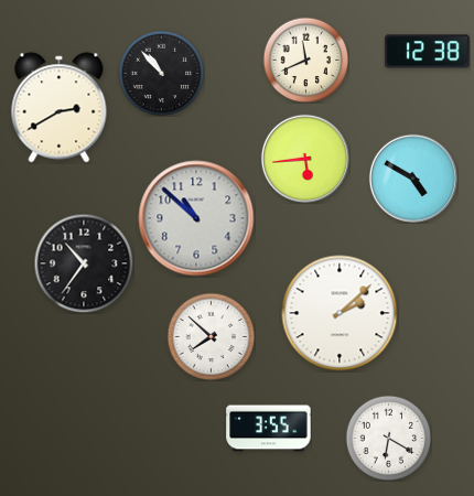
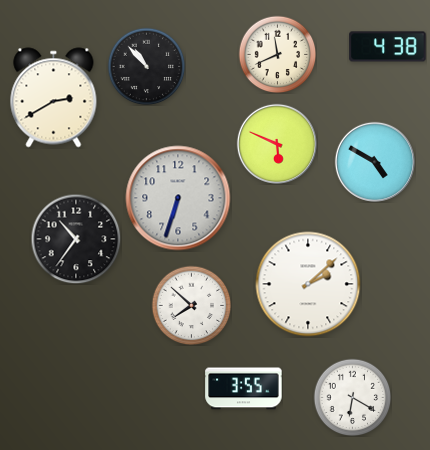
clock at (428, 52): 12:38 -> 4:38
clock at (304, 158): 5:44 -> 5:49
clock at (196, 218): 10:52 -> 6:33
